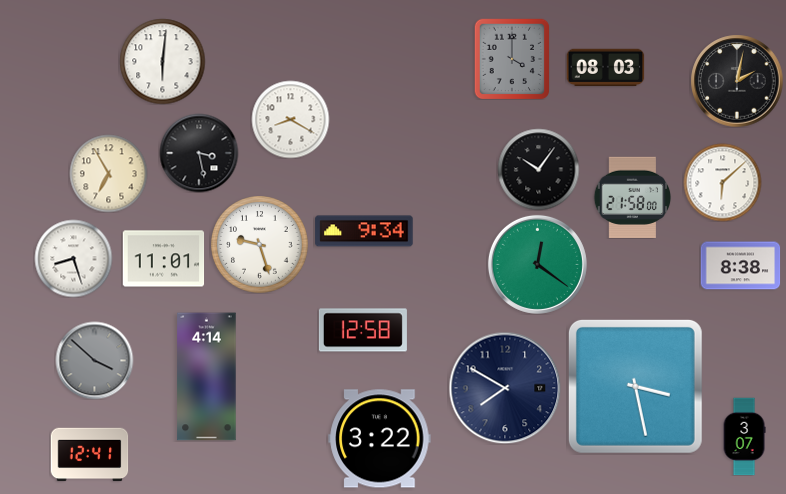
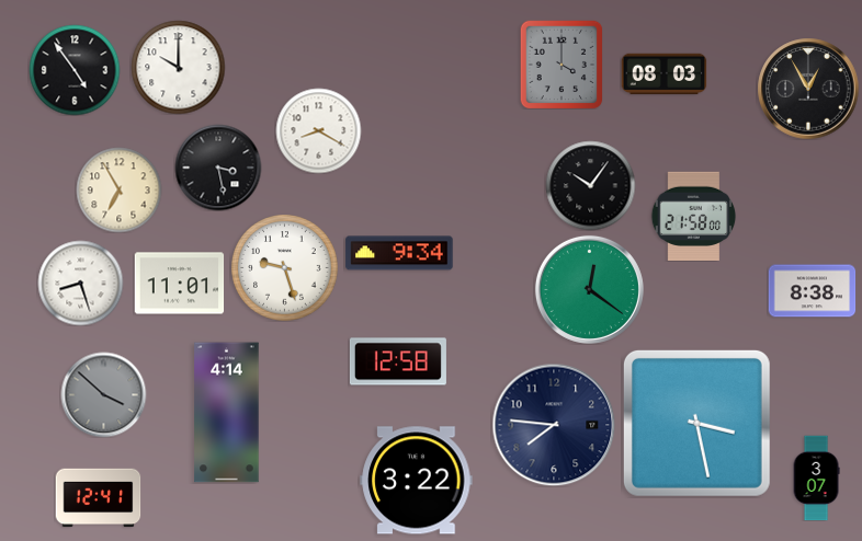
clock at (162, 61): 6:01 -> 10:00
clock at (75, 70): none -> 4:54
clock at (737, 81): 2:02 -> 12:55
clock at (722, 182): 6:08 -> none
clock at (505, 388): 7:50 -> 7:46
